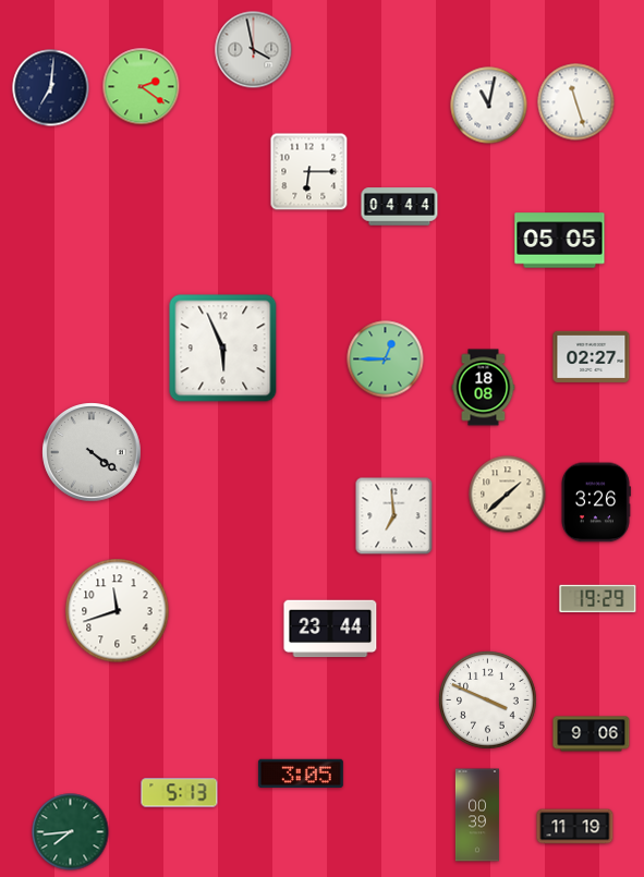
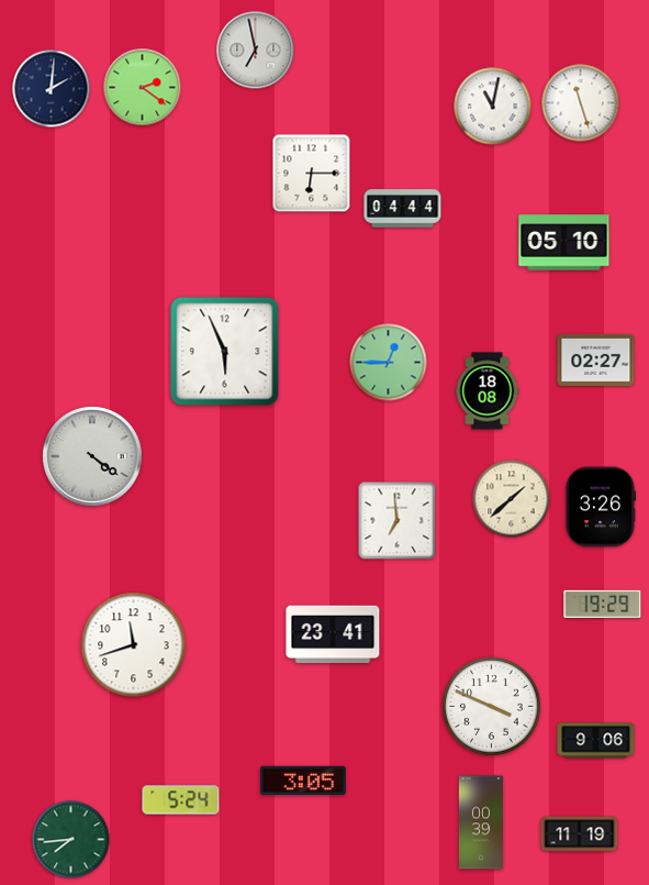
clock at (254, 50): 3:58 -> 6:58
clock at (51, 88): 7:01 -> 2:01
clock at (560, 241): 05:05 -> 05:10
clock at (118, 611) position: (118, 611) -> (134, 645)
clock at (330, 629): 23:44 -> 23:41
clock at (180, 793): 5:13 -> 5:24
